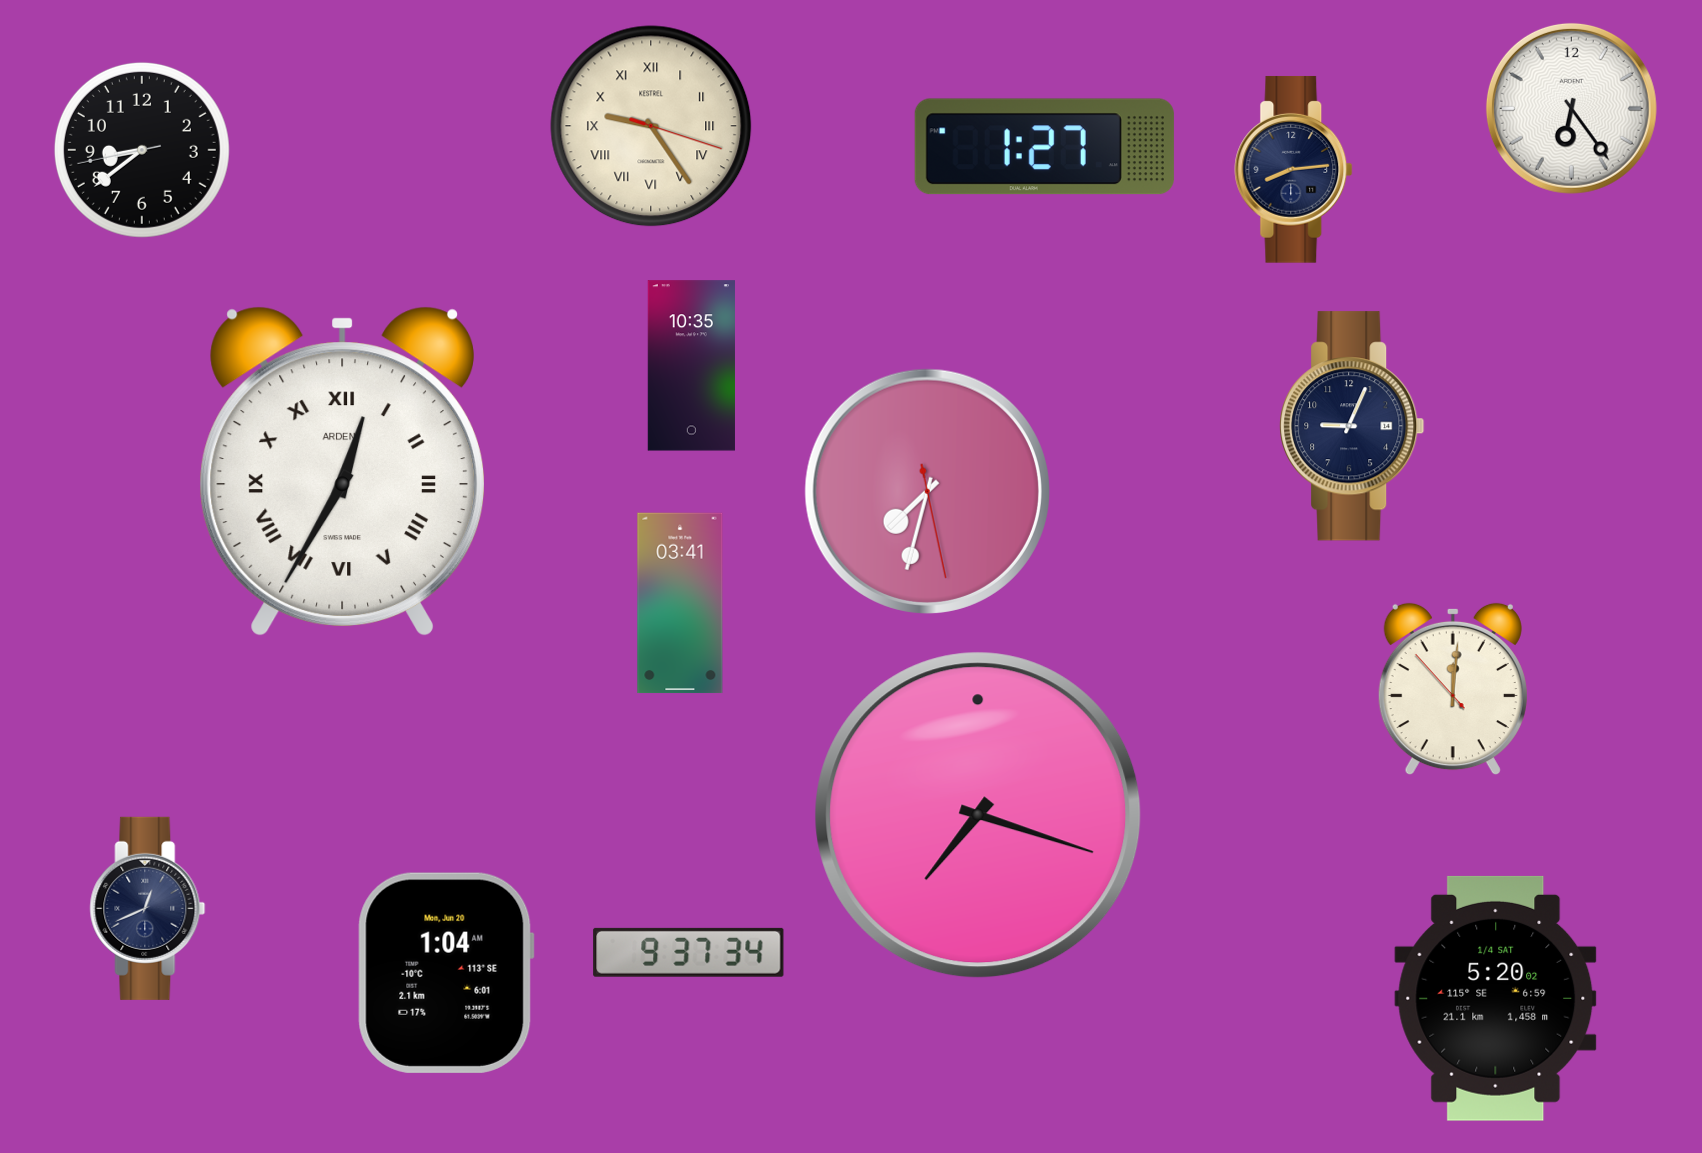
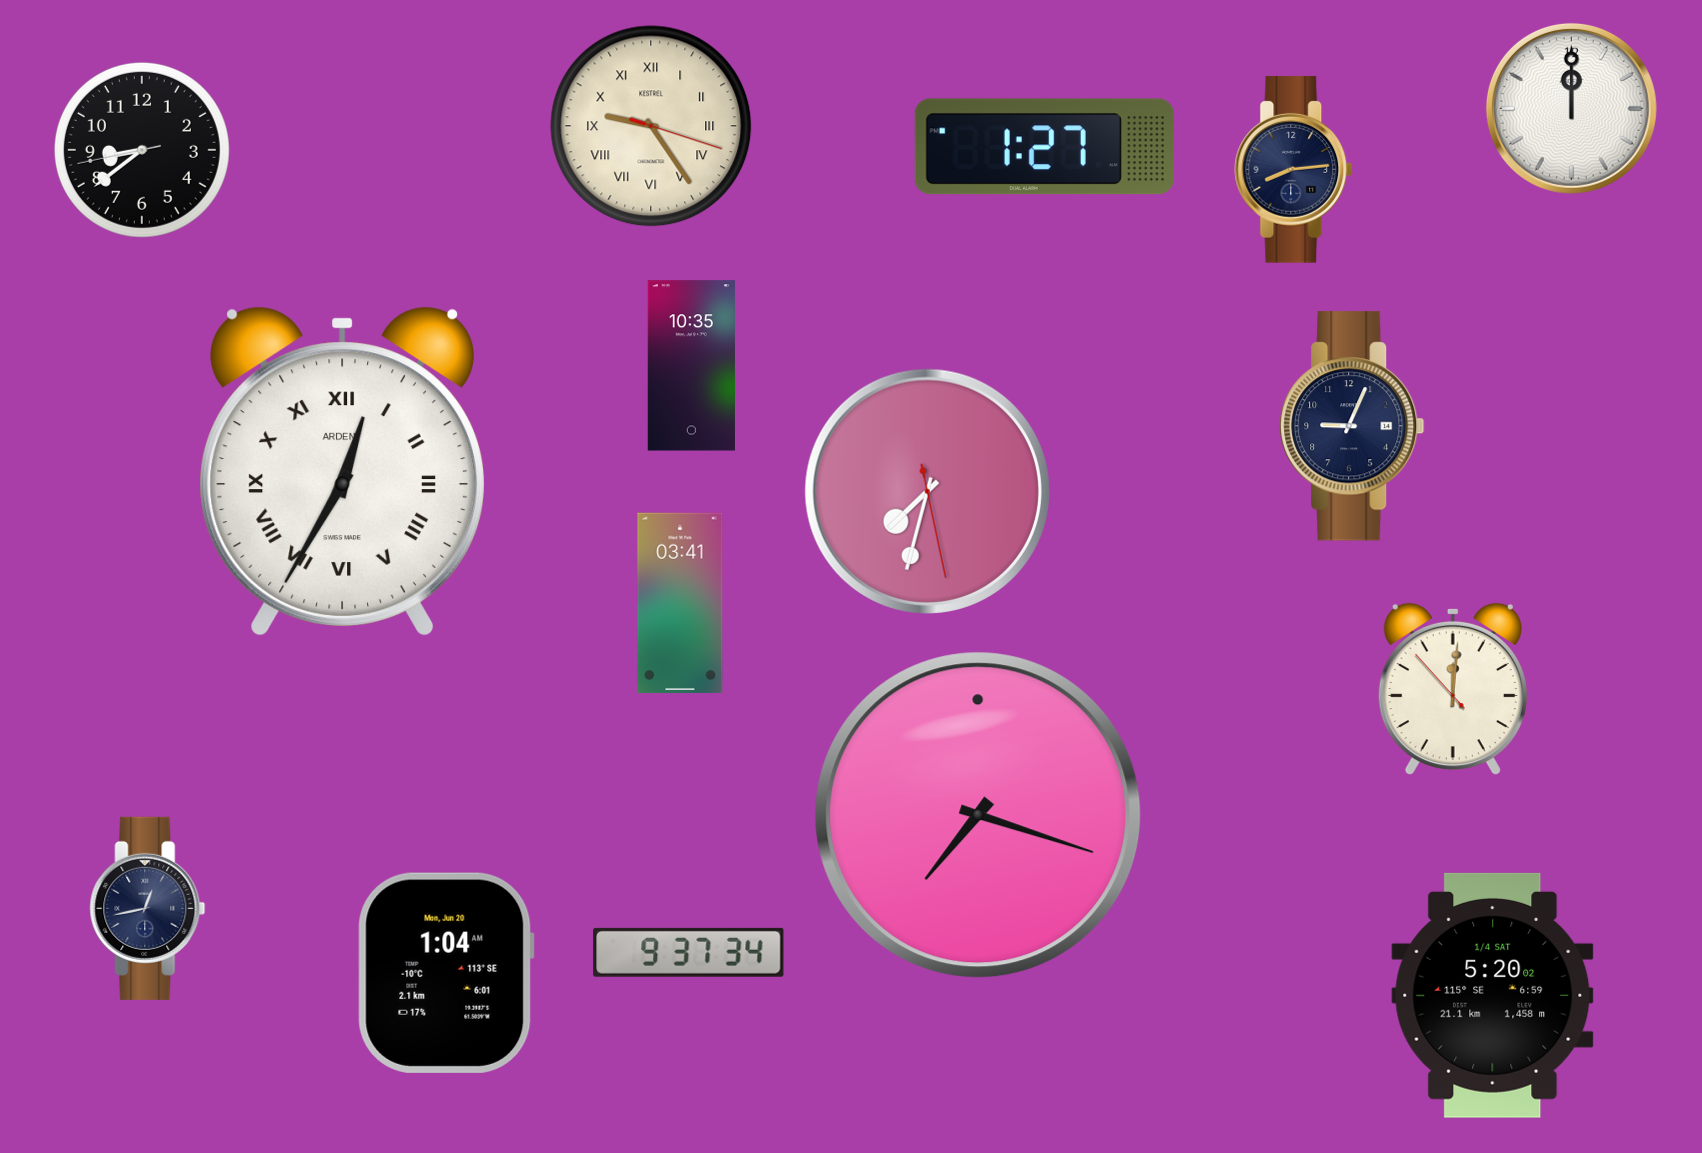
clock at (1571, 108): 6:24 -> 12:00
clock at (148, 908): 12:41 -> 12:43
clock at (1496, 998) position: (1496, 998) -> (1493, 995)
